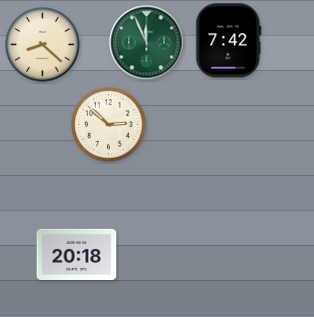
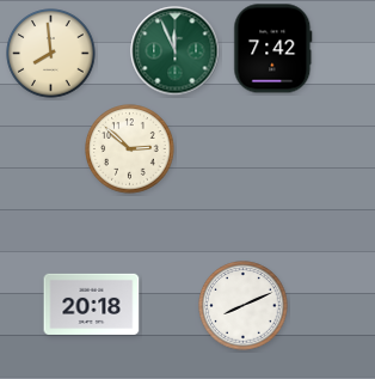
clock at (43, 45): 8:22 -> 7:59
clock at (244, 306): none -> 8:11
